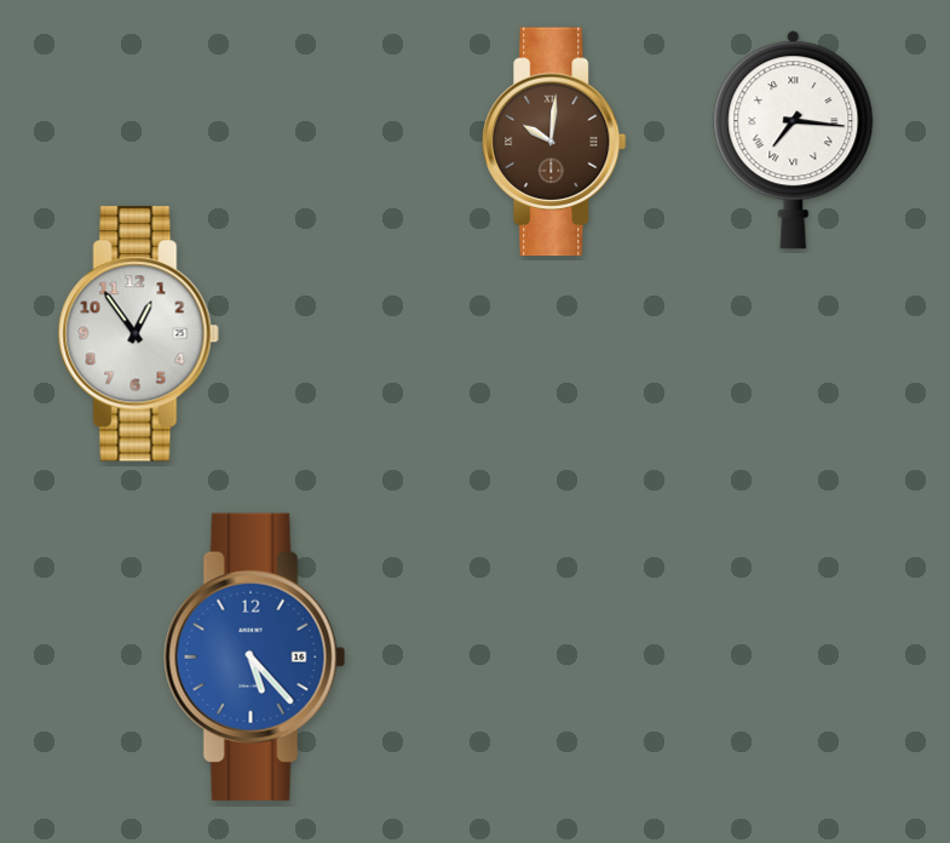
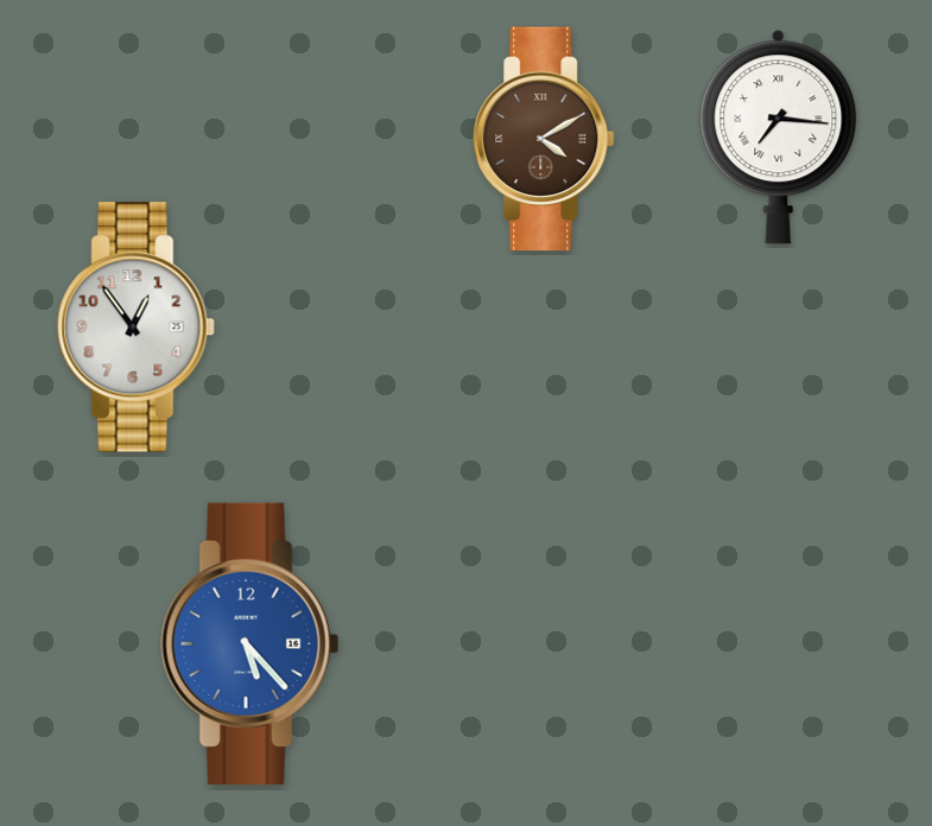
clock at (554, 142): 10:01 -> 4:10
